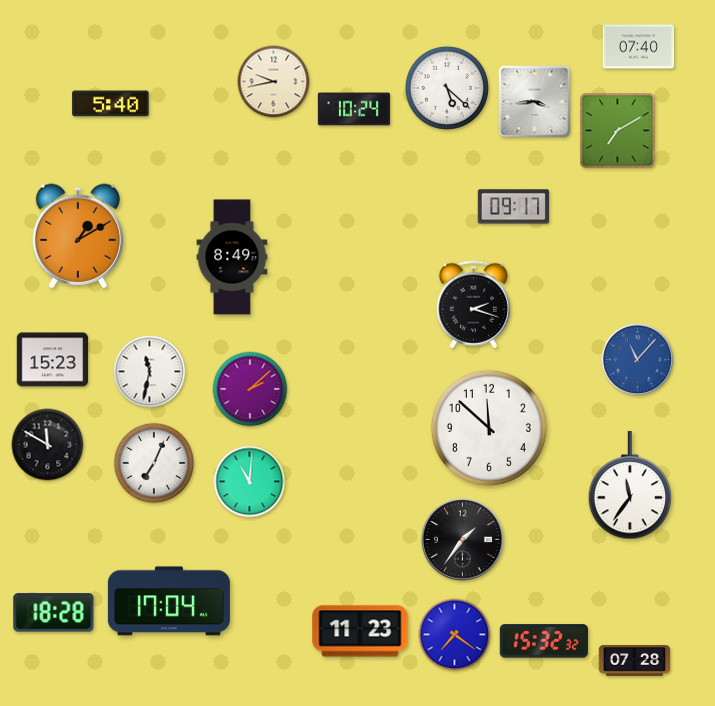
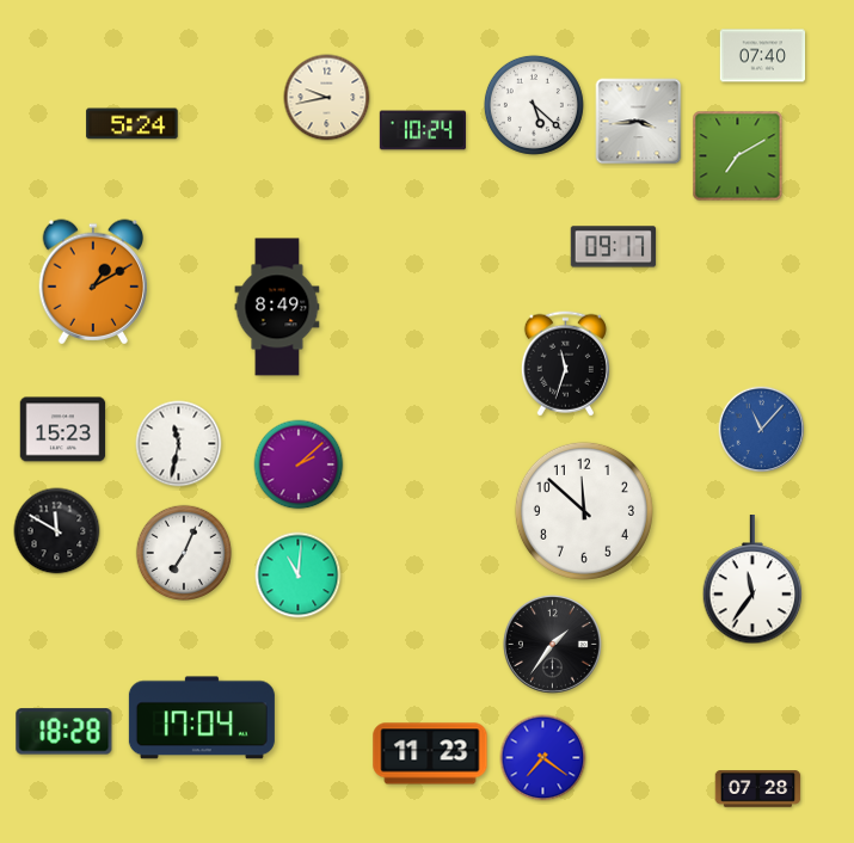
clock at (111, 104): 5:40 -> 5:24
clock at (473, 305): 2:18 -> 11:33
clock at (544, 641): 15:32 -> none
